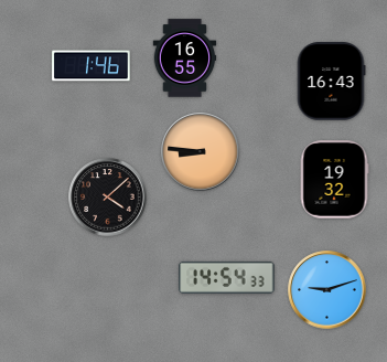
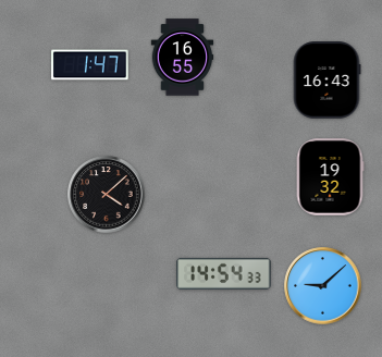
clock at (92, 66): 1:46 -> 1:47
clock at (201, 152): 8:46 -> none
clock at (327, 290): 9:12 -> 9:08
